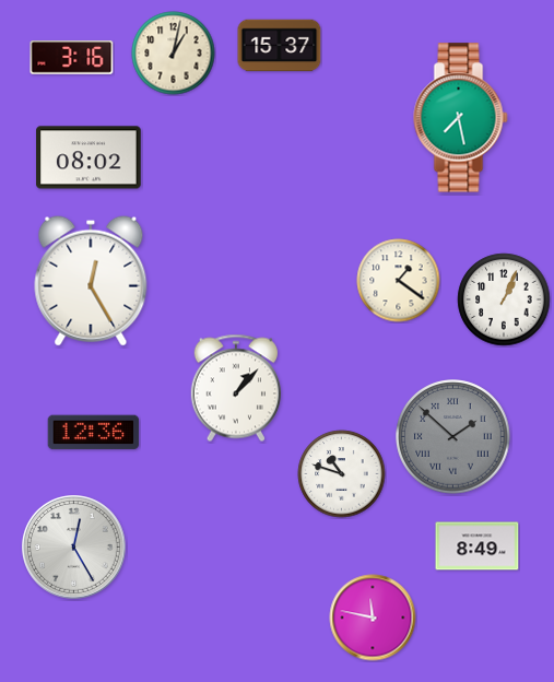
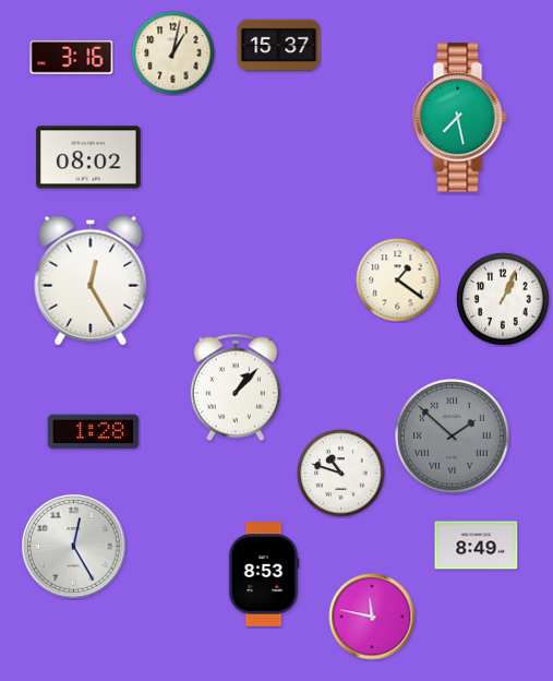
clock at (94, 433): 12:36 -> 1:28
clock at (264, 574): none -> 8:53
